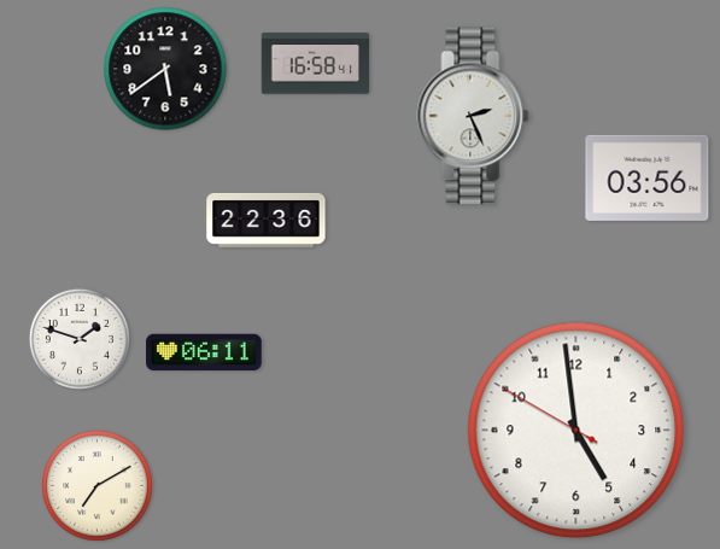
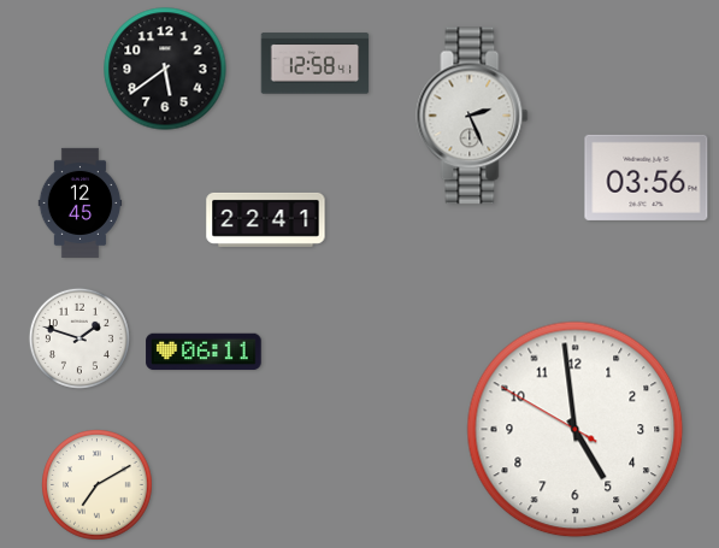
clock at (316, 64): 16:58 -> 12:58
clock at (81, 202): none -> 12:45
clock at (267, 220): 22:36 -> 22:41
